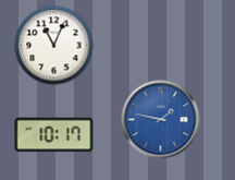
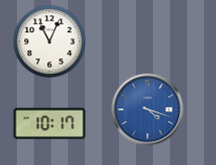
clock at (161, 120): 1:47 -> 4:18
